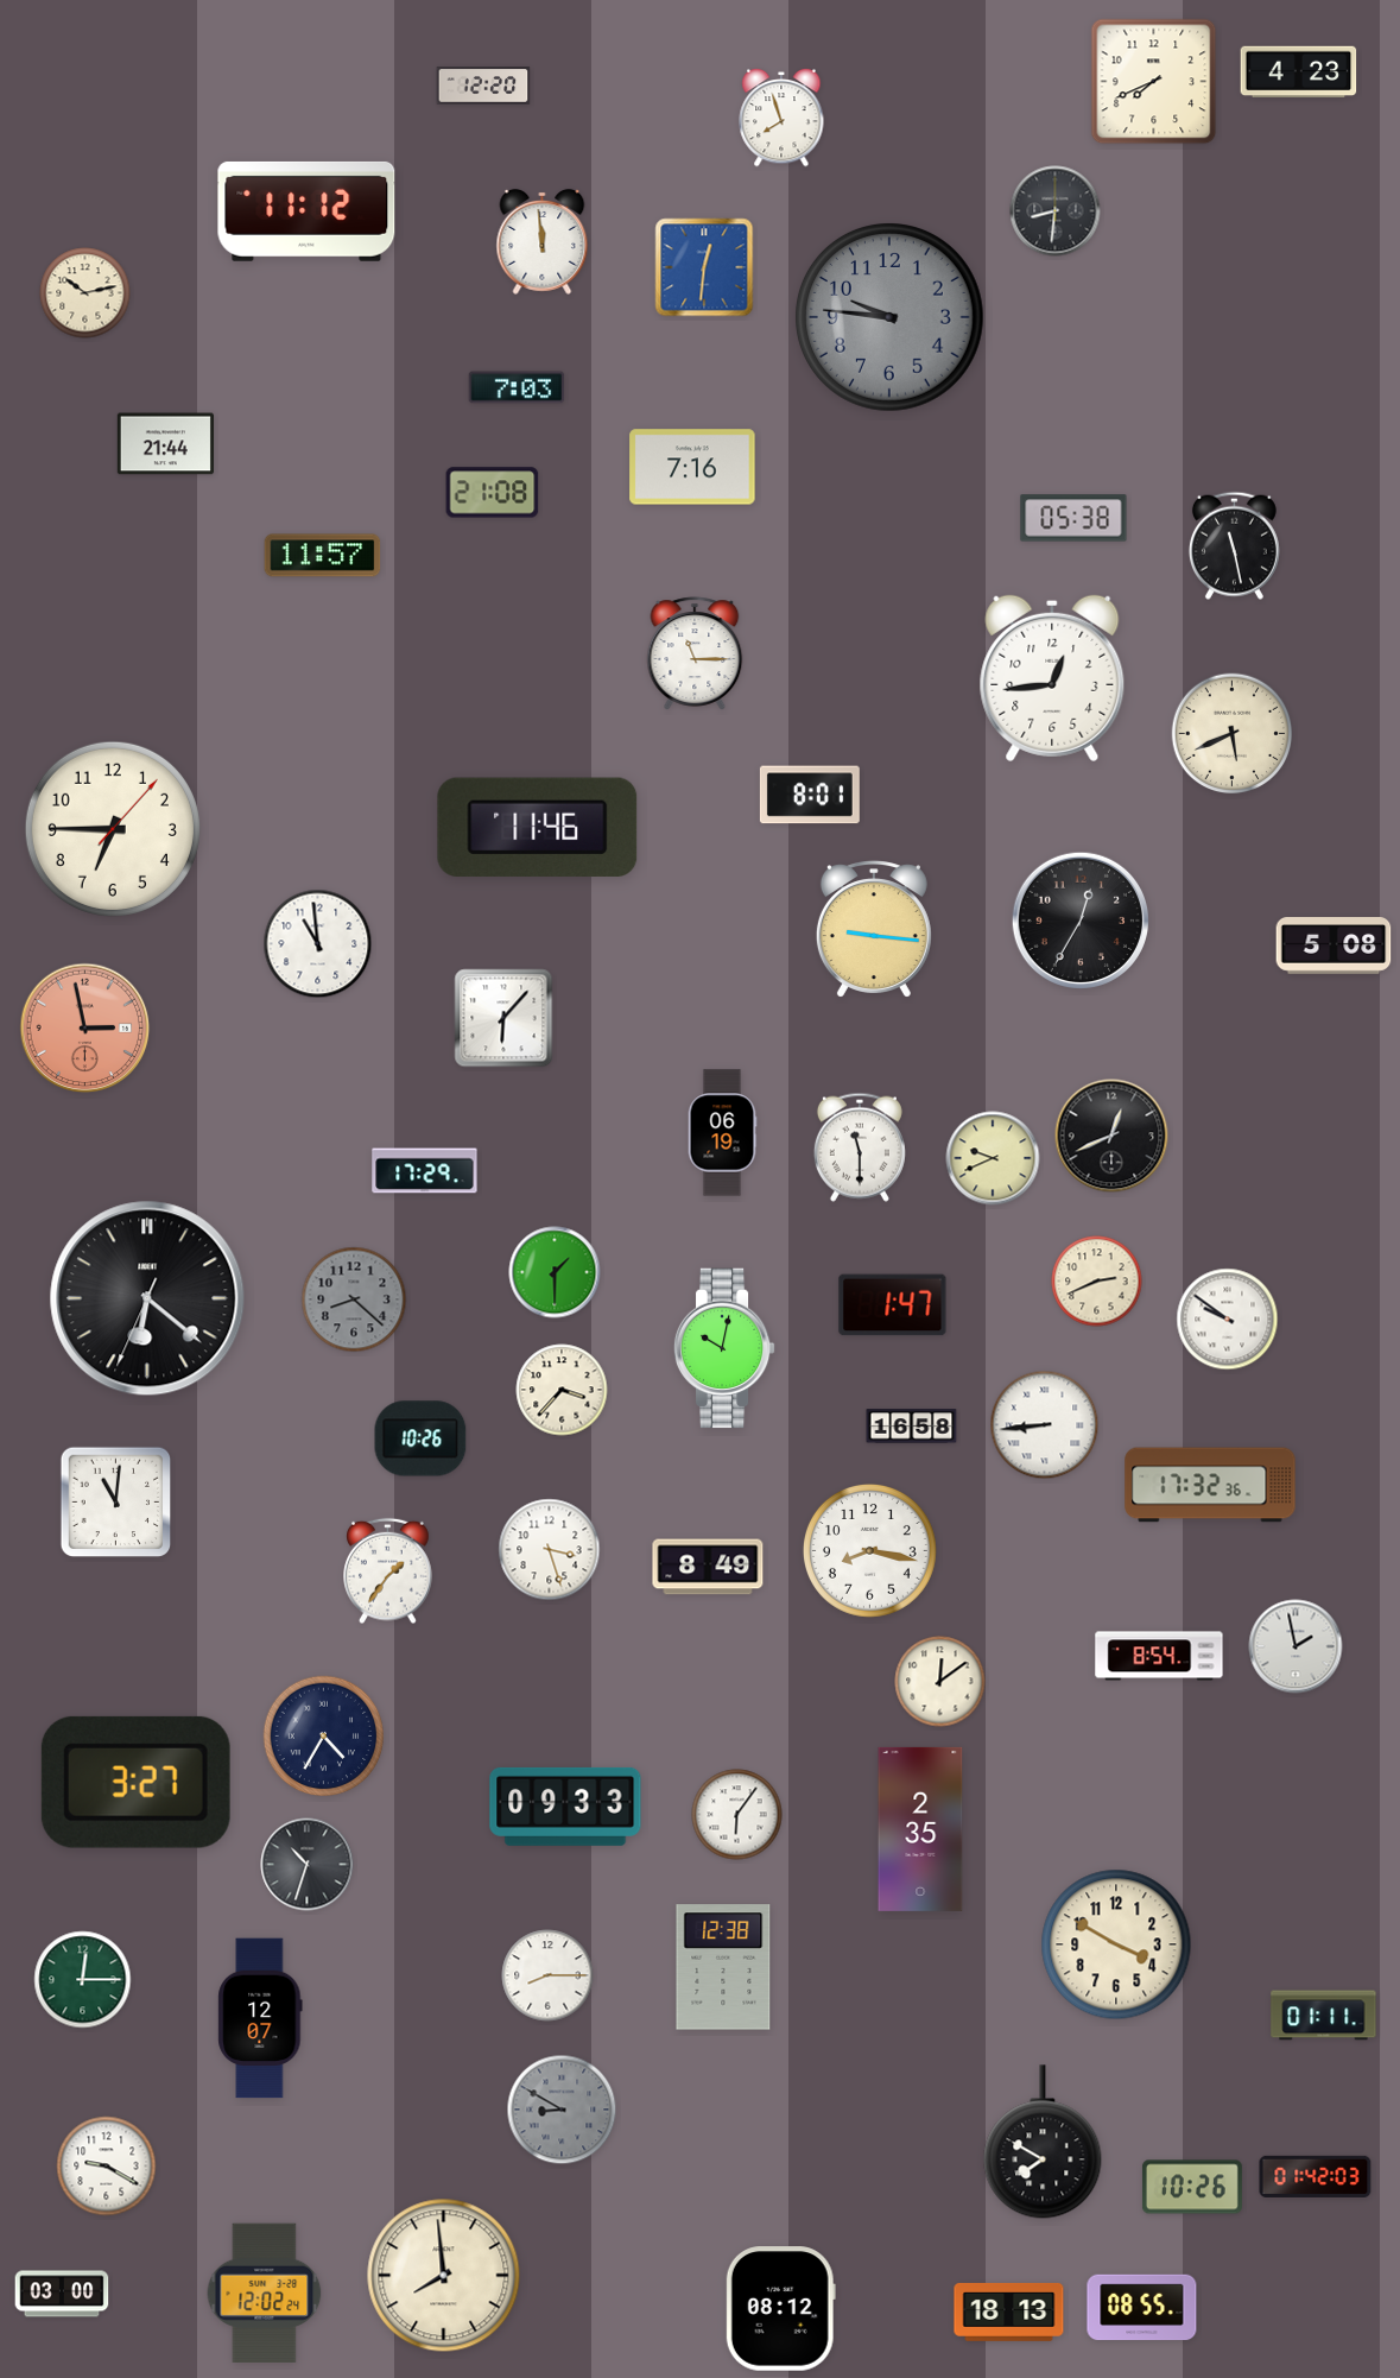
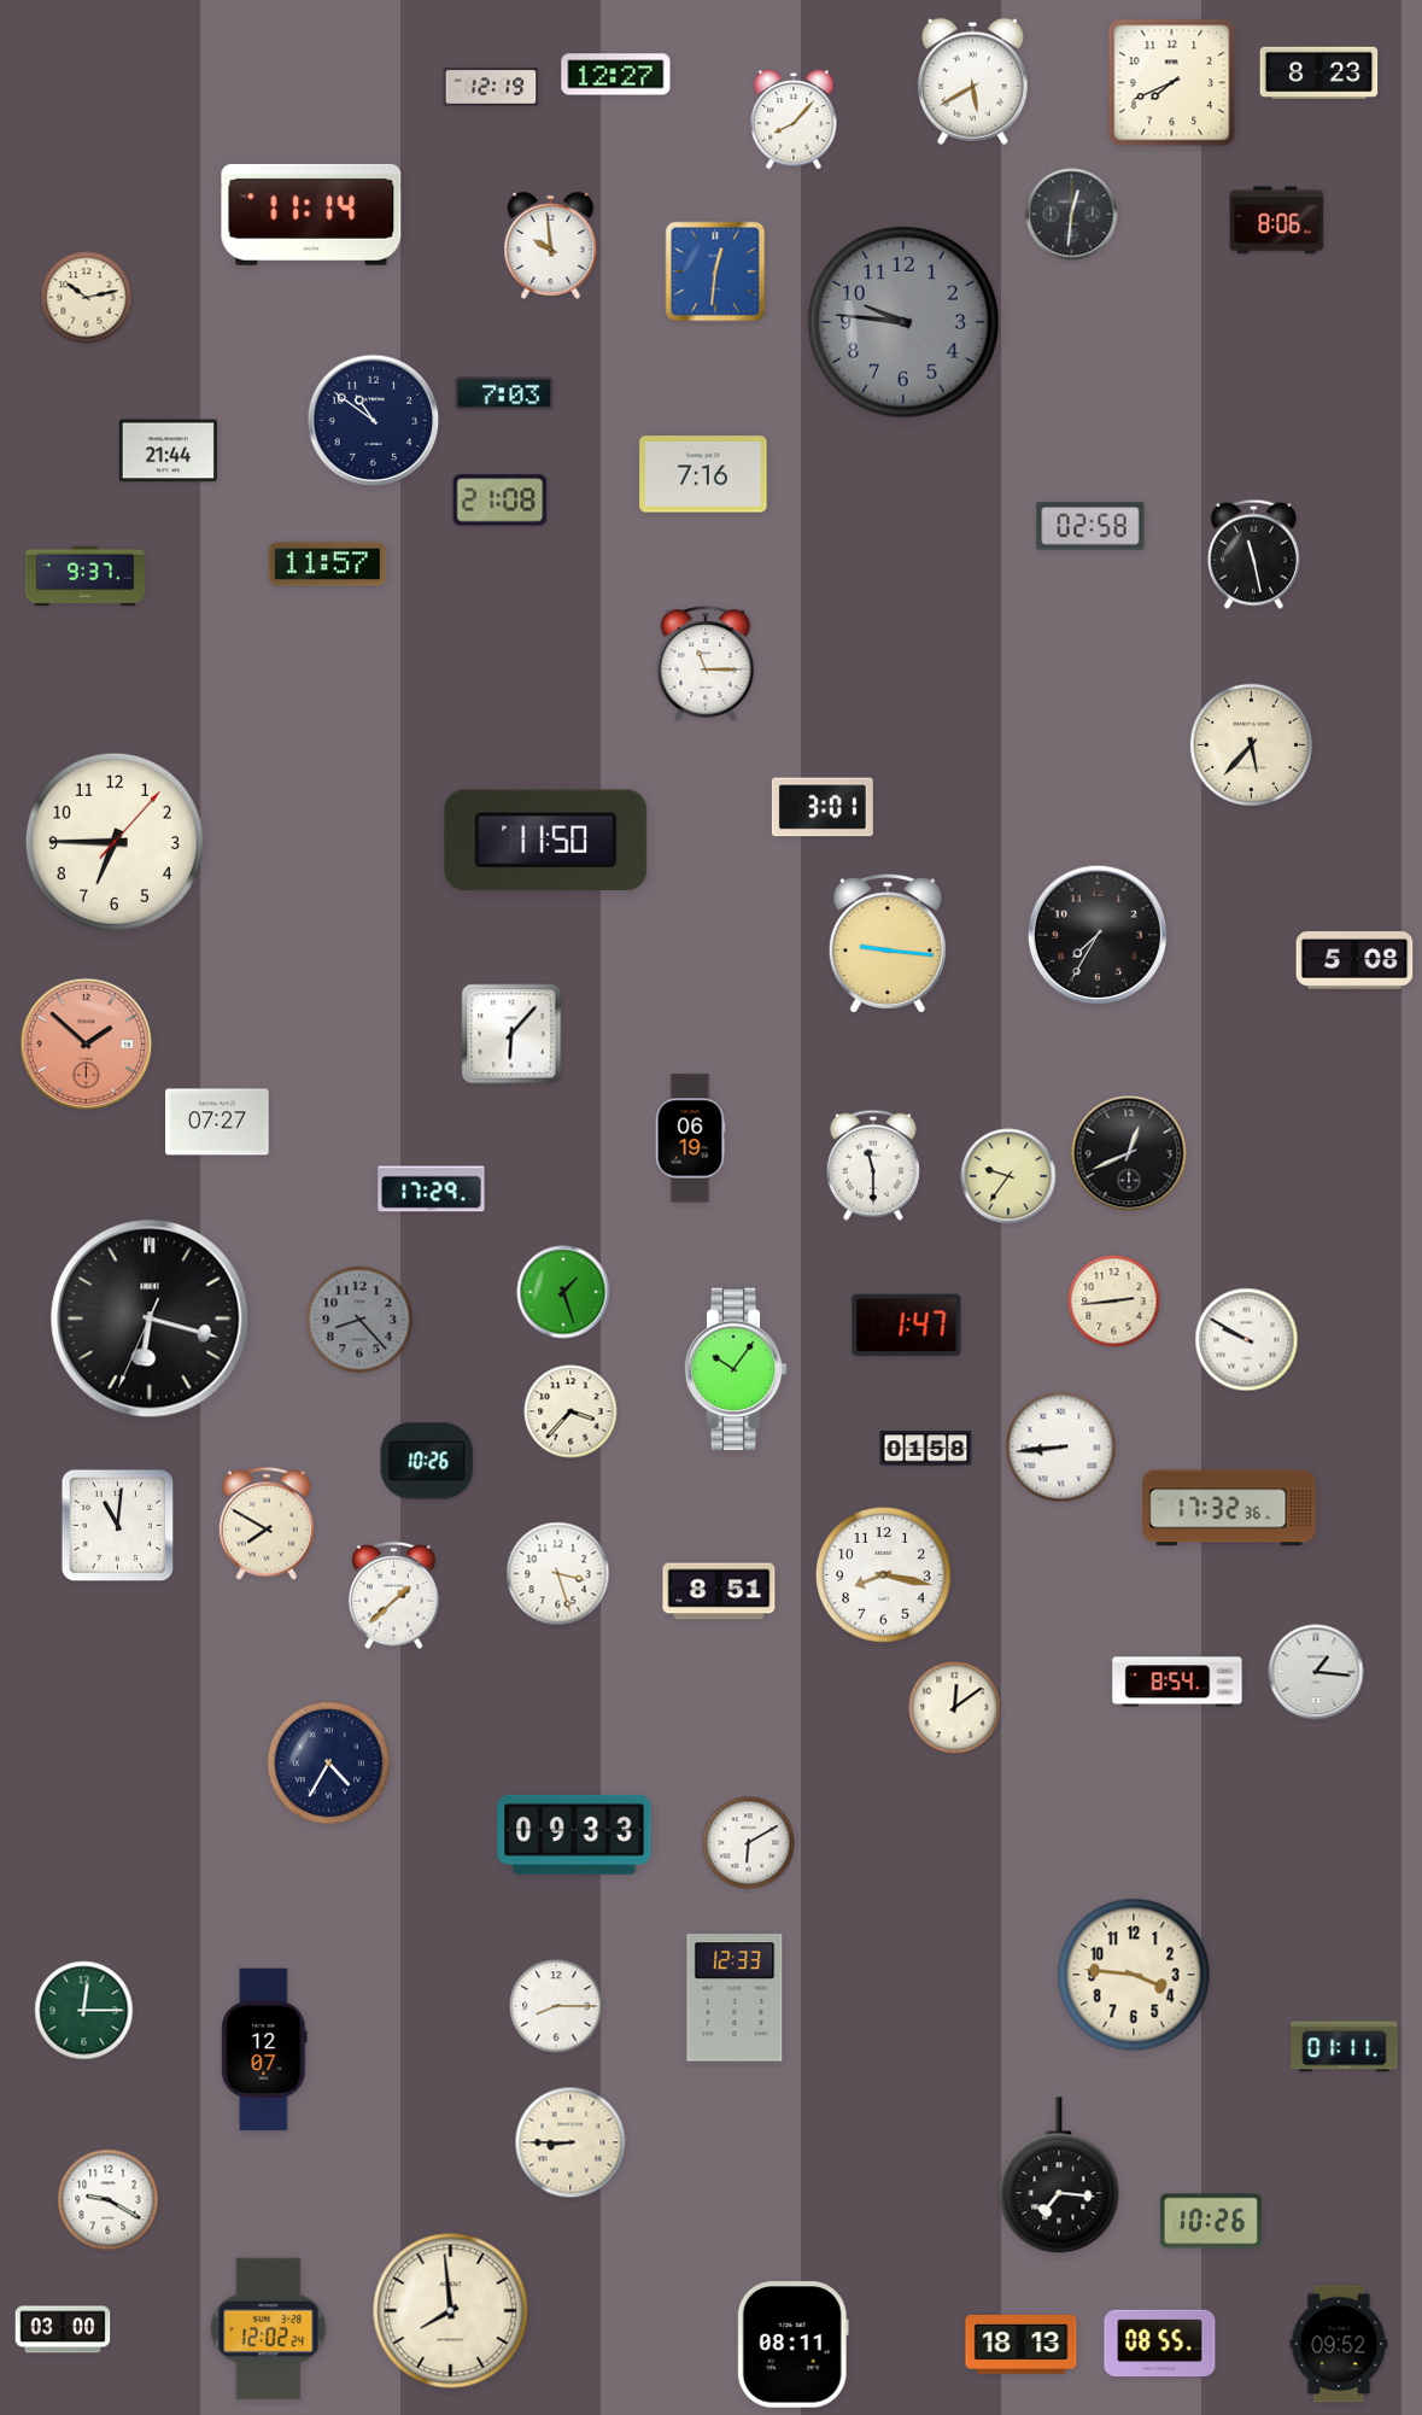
clock at (1299, 72): 4:23 -> 8:23
clock at (616, 75): none -> 12:27
clock at (972, 81): none -> 5:40
clock at (483, 86): 12:20 -> 12:19
clock at (781, 118): 7:57 -> 8:07
clock at (306, 211): 11:12 -> 11:14
clock at (1056, 211): 8:31 -> 12:31
clock at (1277, 221): none -> 8:06
clock at (543, 241): 11:59 -> 9:59
clock at (517, 387) position: (517, 387) -> (504, 393)
clock at (374, 421): none -> 10:51
clock at (1073, 518): 05:38 -> 02:58
clock at (86, 577): none -> 9:37
clock at (1052, 678): 12:44 -> none
clock at (1233, 734): 5:41 -> 5:37
clock at (810, 795): 8:01 -> 3:01
clock at (538, 827): 11:46 -> 11:50
clock at (1079, 919): 12:35 -> 7:35
clock at (318, 944): 10:59 -> none
clock at (85, 1029): 2:58 -> 1:52
clock at (217, 1122): none -> 07:27
clock at (722, 1133) position: (722, 1133) -> (690, 1139)
clock at (993, 1158): 9:41 -> 9:36
clock at (555, 1272): 1:30 -> 1:27
clock at (1097, 1282): 2:41 -> 2:44
clock at (147, 1298): 6:21 -> 6:17
clock at (354, 1299): 8:22 -> 8:23
clock at (1228, 1320): 9:51 -> 9:50
clock at (724, 1348): 10:02 -> 10:06
clock at (912, 1427): 16:58 -> 01:58
clock at (265, 1524): none -> 7:50
clock at (708, 1567): 8:49 -> 8:51
clock at (388, 1571): 1:36 -> 1:38
clock at (1296, 1646): 1:58 -> 1:16
clock at (135, 1782): 3:27 -> none
clock at (737, 1815): 6:06 -> 6:10
clock at (920, 1829): 2:35 -> none
clock at (308, 1865): 10:33 -> none
clock at (1116, 1944): 3:50 -> 3:46
clock at (723, 1967): 12:38 -> 12:33
clock at (562, 2110): 8:50 -> 8:45
clock at (562, 2110) dial: grey -> cream
clock at (1043, 2142): 7:50 -> 7:16
clock at (1316, 2176): 01:42 -> none
clock at (1339, 2344): none -> 09:52
clock at (780, 2309): 08:12 -> 08:11
clock at (1009, 2311) position: (1009, 2311) -> (1022, 2344)
